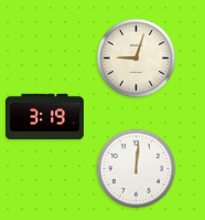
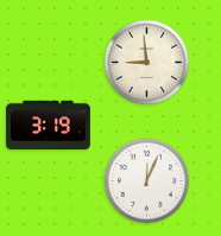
clock at (137, 59): 9:03 -> 8:59
clock at (137, 169): 12:01 -> 12:04
